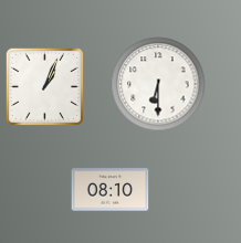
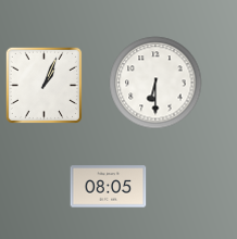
clock at (111, 190): 08:10 -> 08:05
